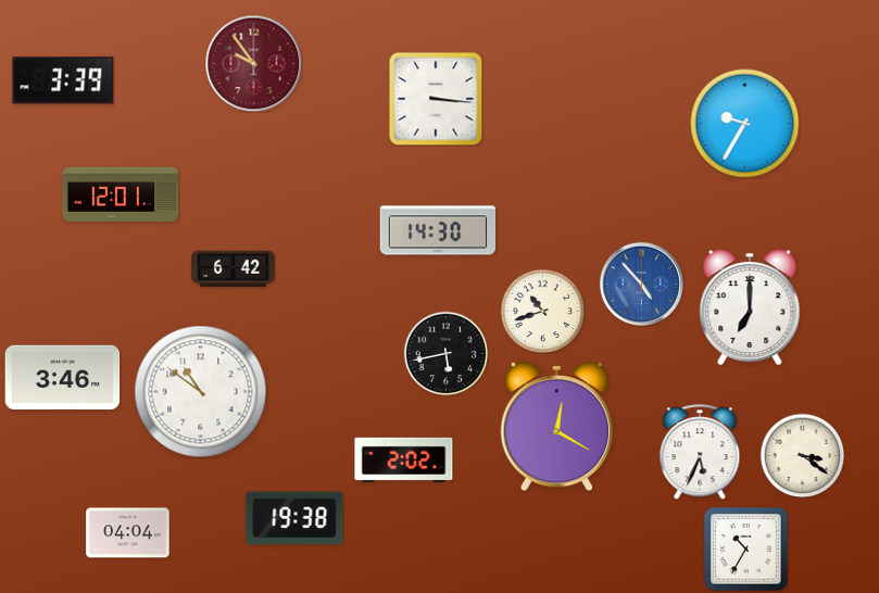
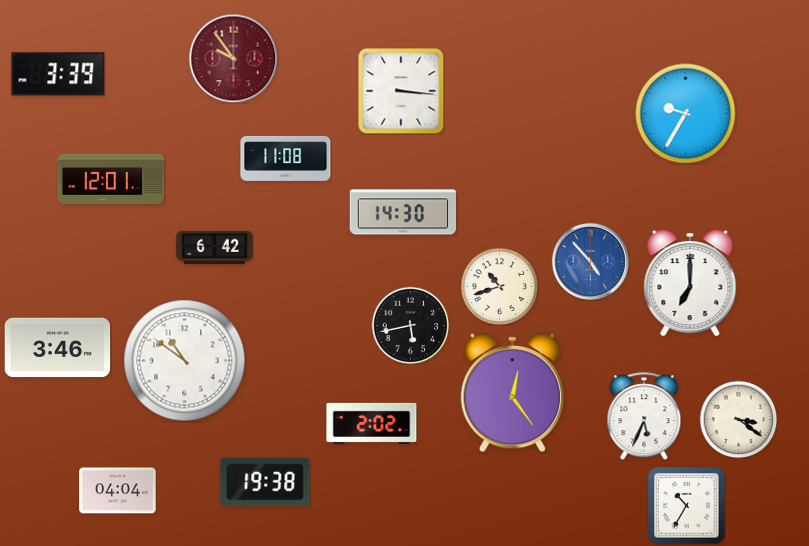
clock at (286, 158): none -> 11:08
clock at (556, 427): 12:20 -> 12:24
clock at (294, 518) position: (294, 518) -> (265, 482)
